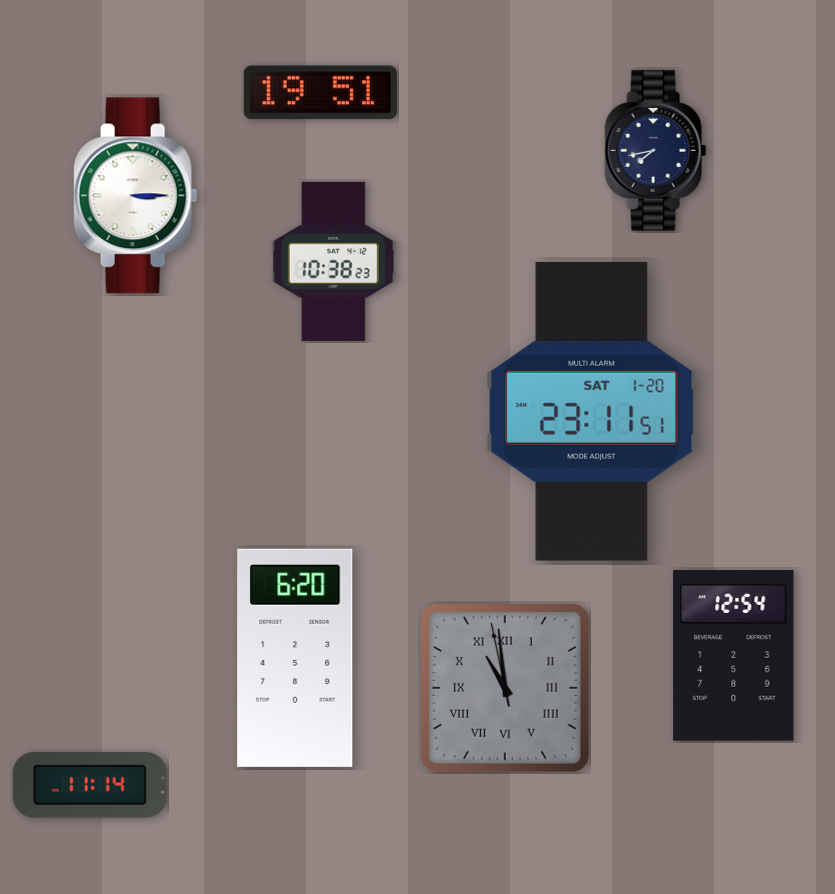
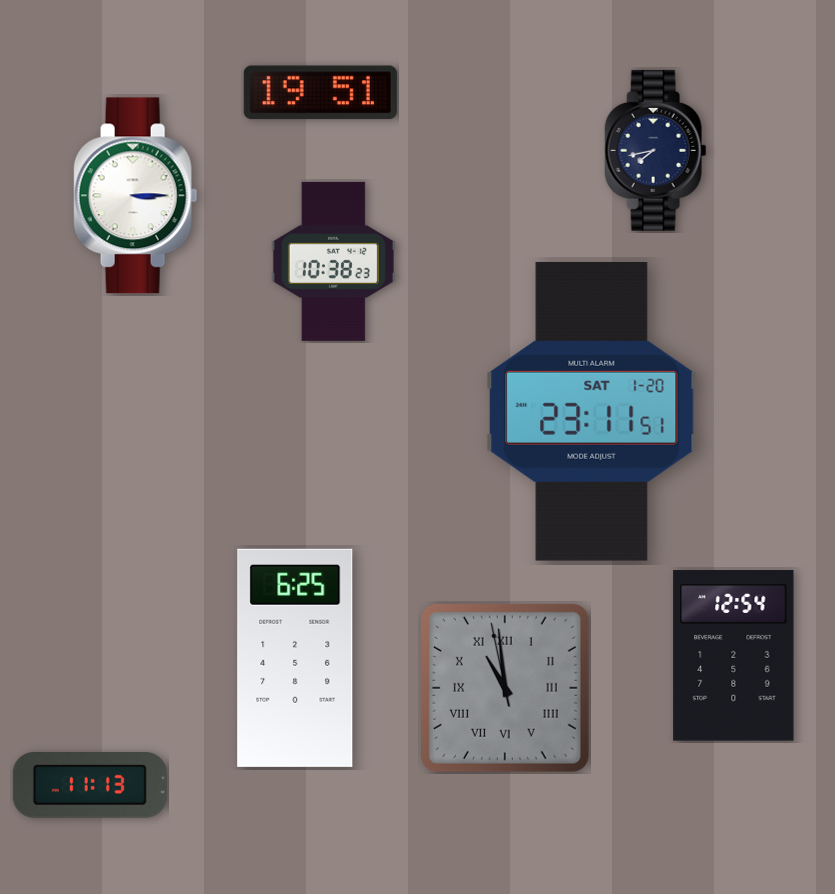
clock at (295, 658): 6:20 -> 6:25
clock at (90, 786): 11:14 -> 11:13
